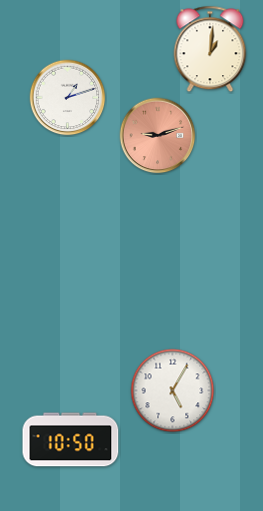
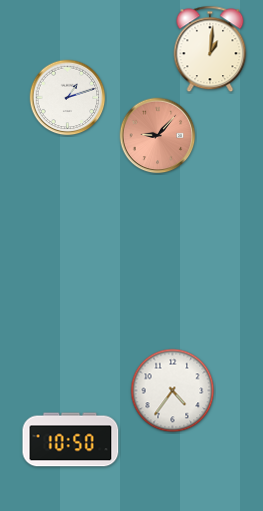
clock at (158, 136): 9:12 -> 9:07
clock at (173, 391): 5:05 -> 4:36
